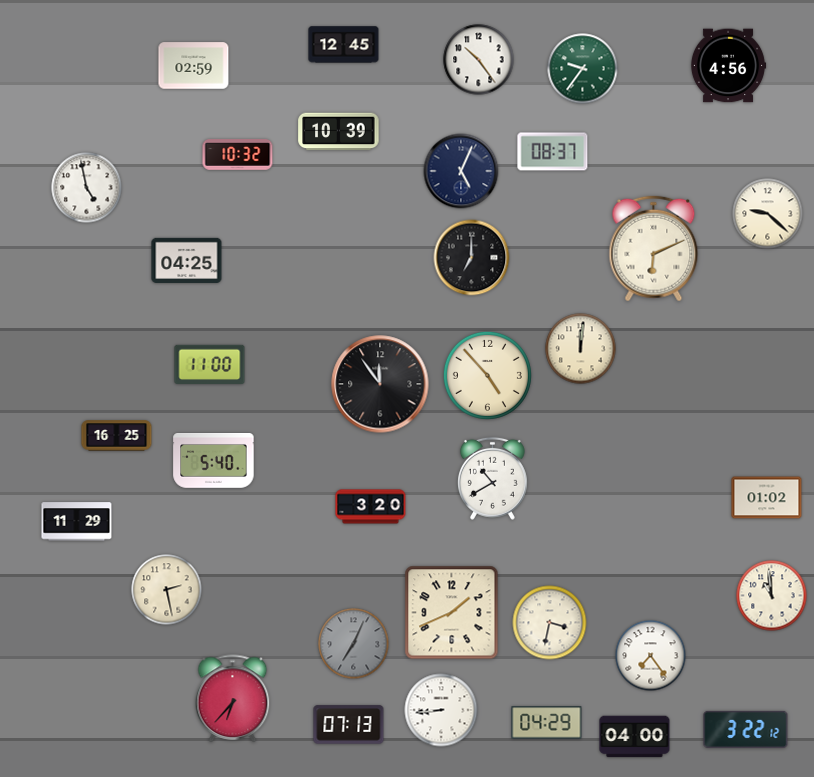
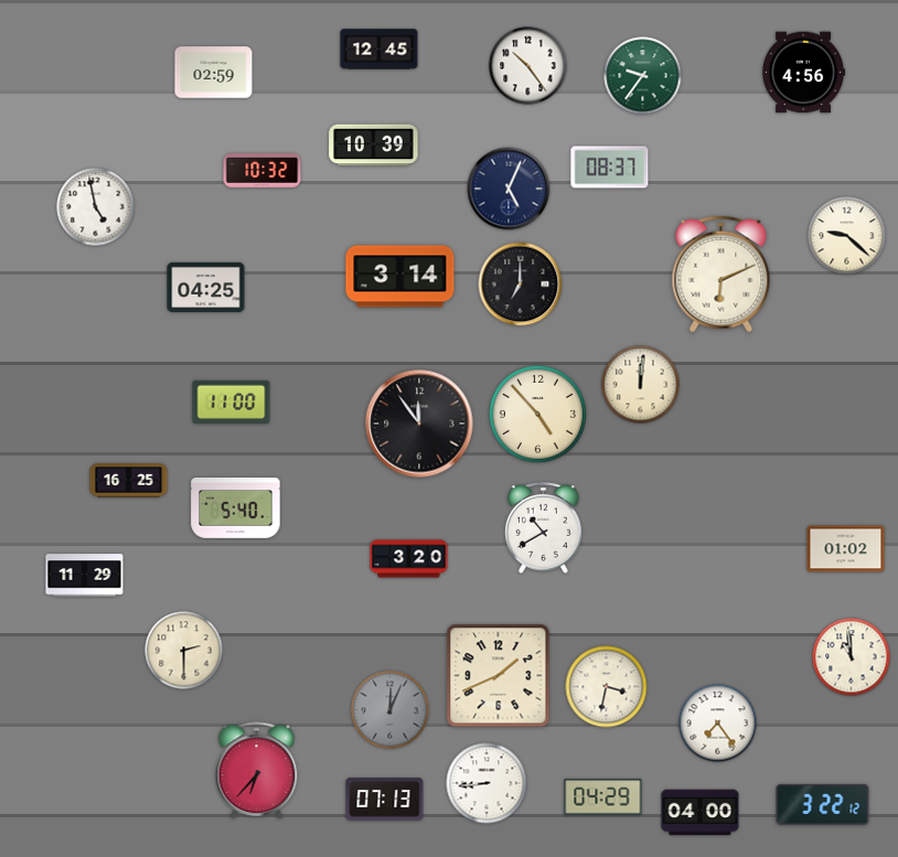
clock at (400, 277): none -> 3:14
clock at (167, 590): 2:28 -> 2:30
clock at (354, 644): 7:04 -> 12:04
